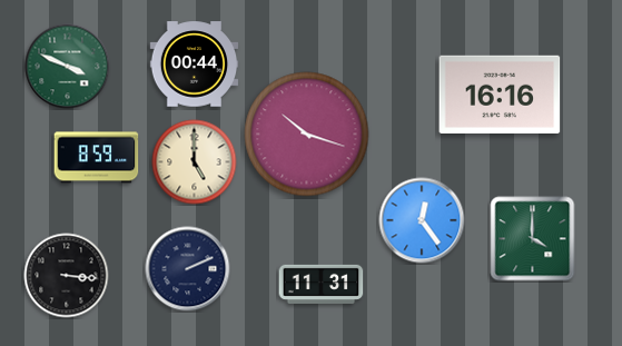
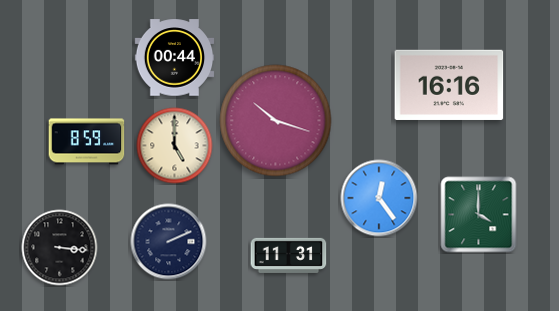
clock at (68, 67): 3:49 -> none
